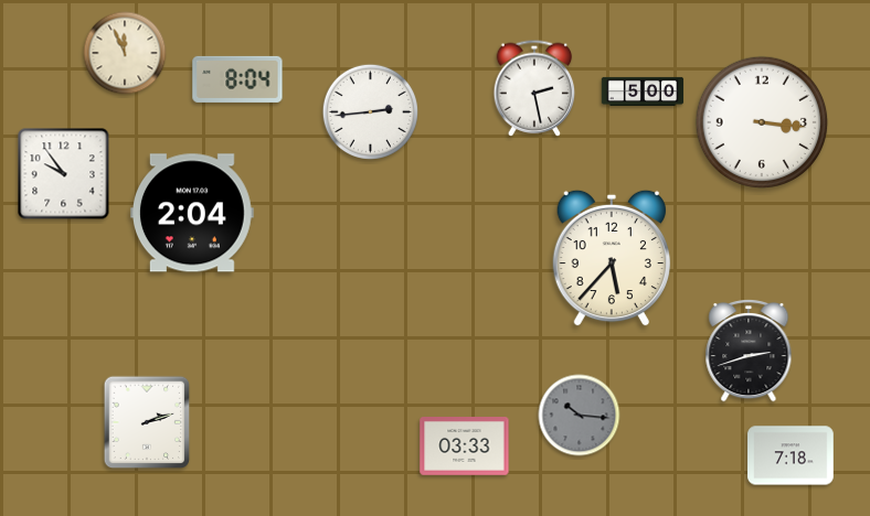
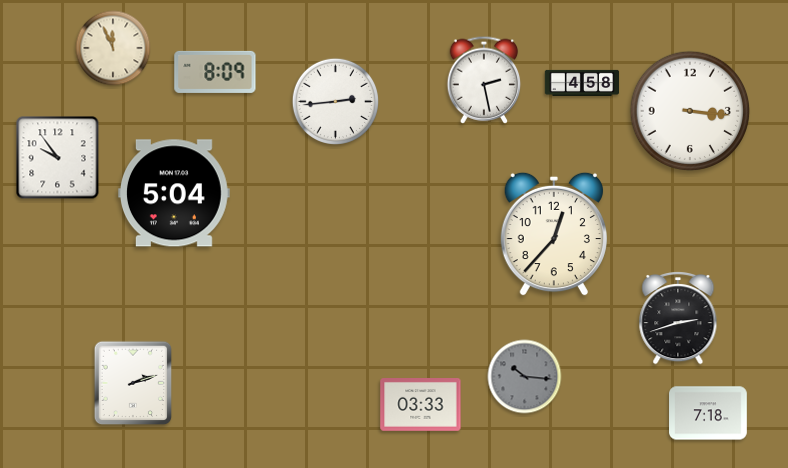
clock at (237, 79): 8:04 -> 8:09
clock at (643, 92): 5:00 -> 4:58
clock at (192, 213): 2:04 -> 5:04
clock at (612, 258): 5:37 -> 12:37
clock at (791, 455) position: (791, 455) -> (708, 413)
